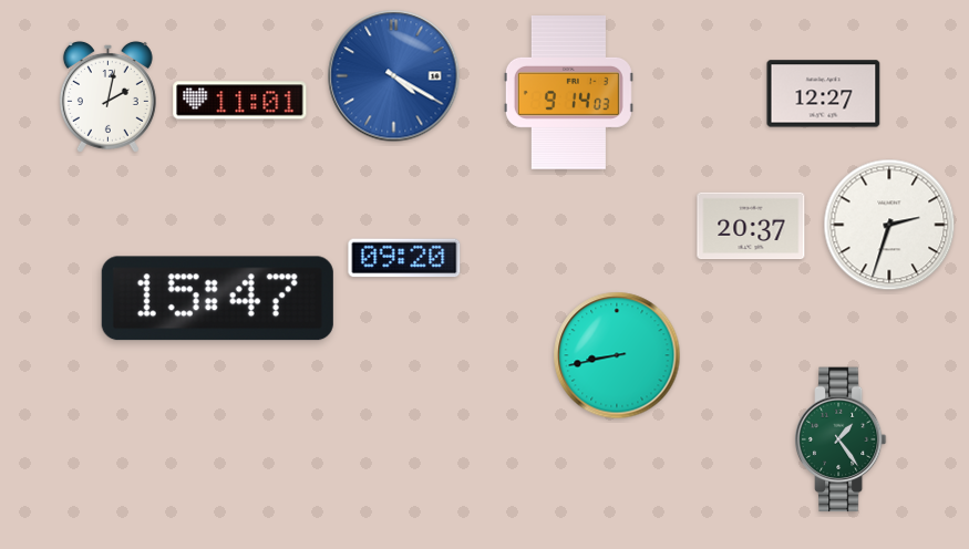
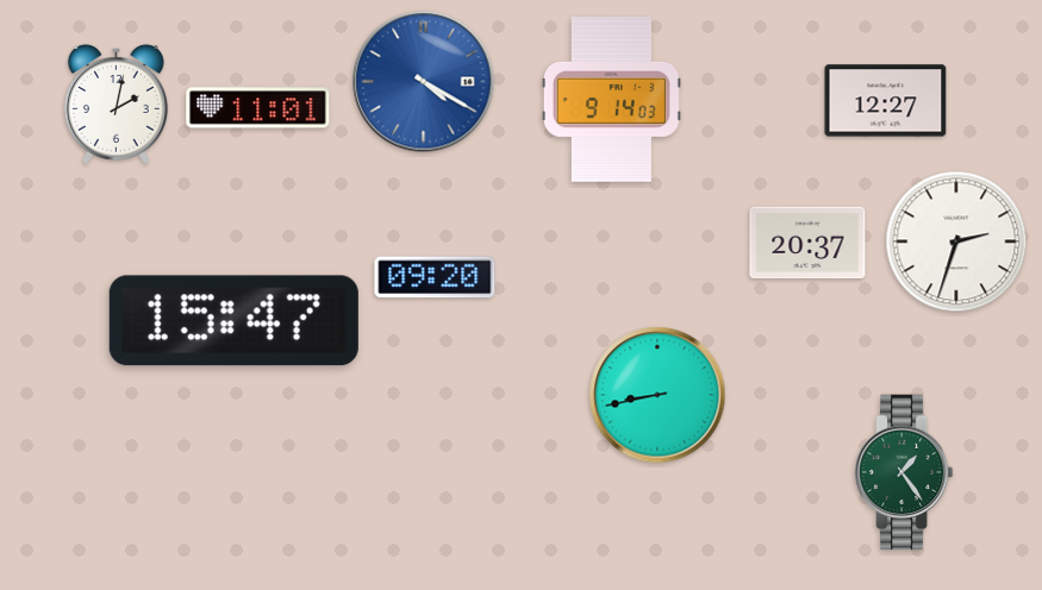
clock at (617, 355) position: (617, 355) -> (657, 395)
